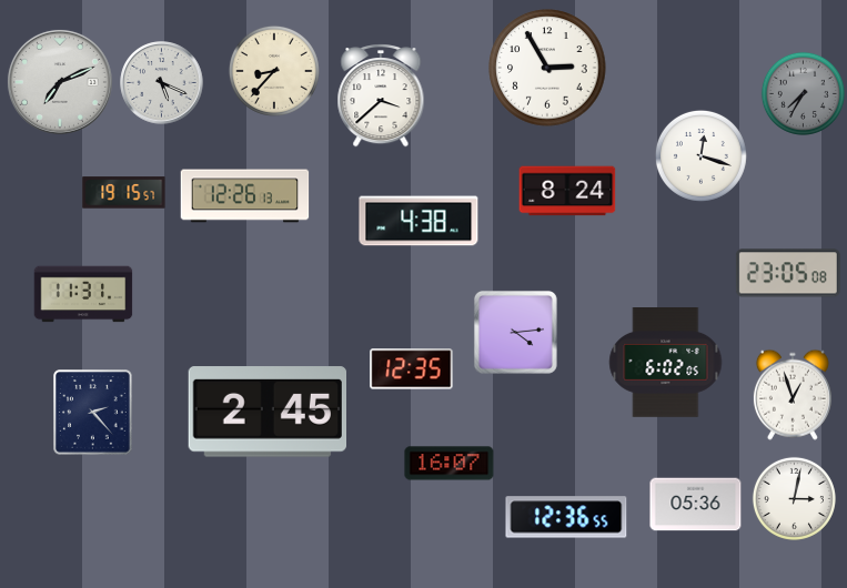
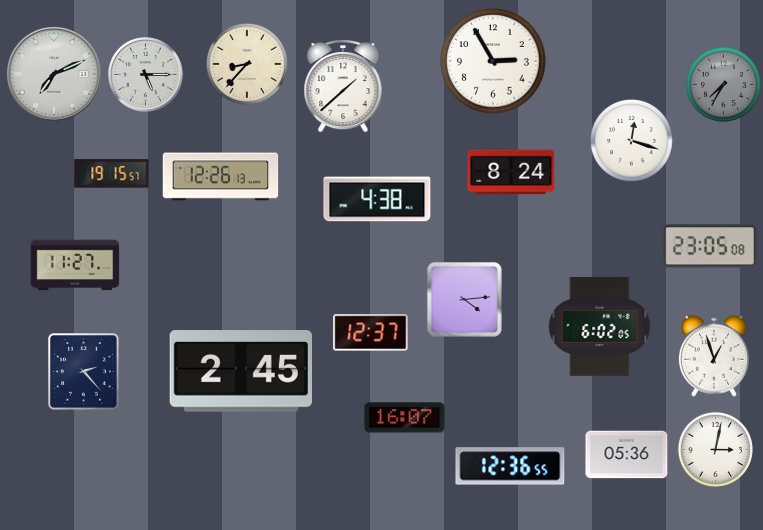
clock at (162, 83): 5:19 -> 5:15
clock at (381, 95): 3:38 -> 1:38
clock at (83, 294): 11:31 -> 11:27
clock at (412, 369): 12:35 -> 12:37
